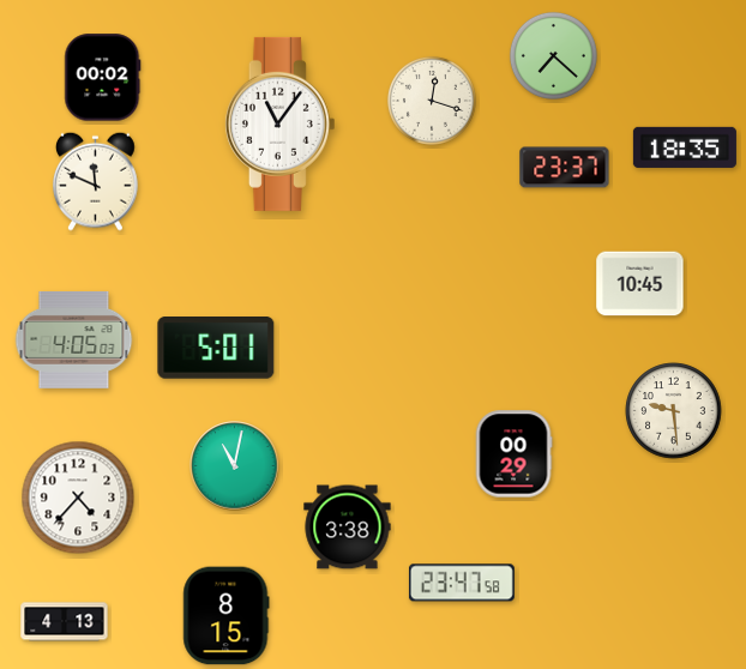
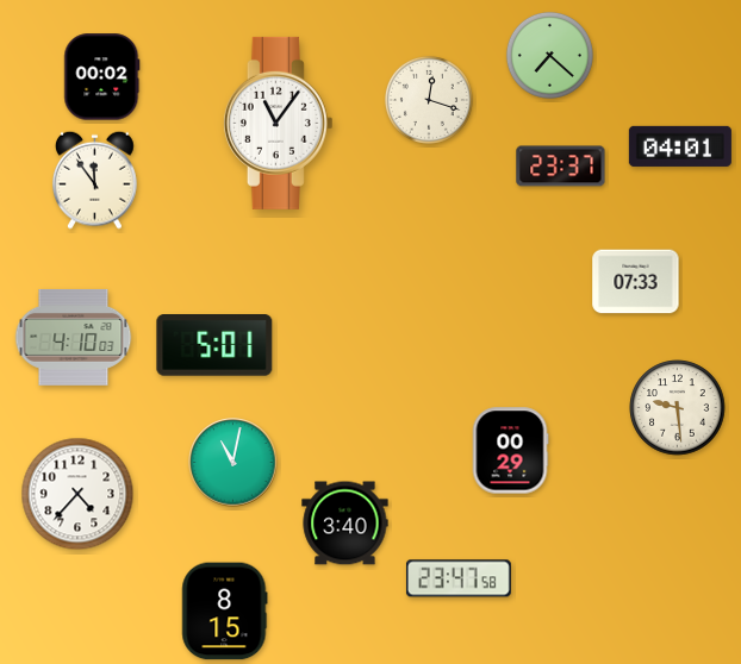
clock at (685, 147): 18:35 -> 04:01
clock at (96, 181): 11:49 -> 11:54
clock at (640, 284): 10:45 -> 07:33
clock at (74, 339): 4:05 -> 4:10
clock at (674, 411) position: (674, 411) -> (678, 408)
clock at (348, 528): 3:38 -> 3:40
clock at (65, 622): 4:13 -> none
